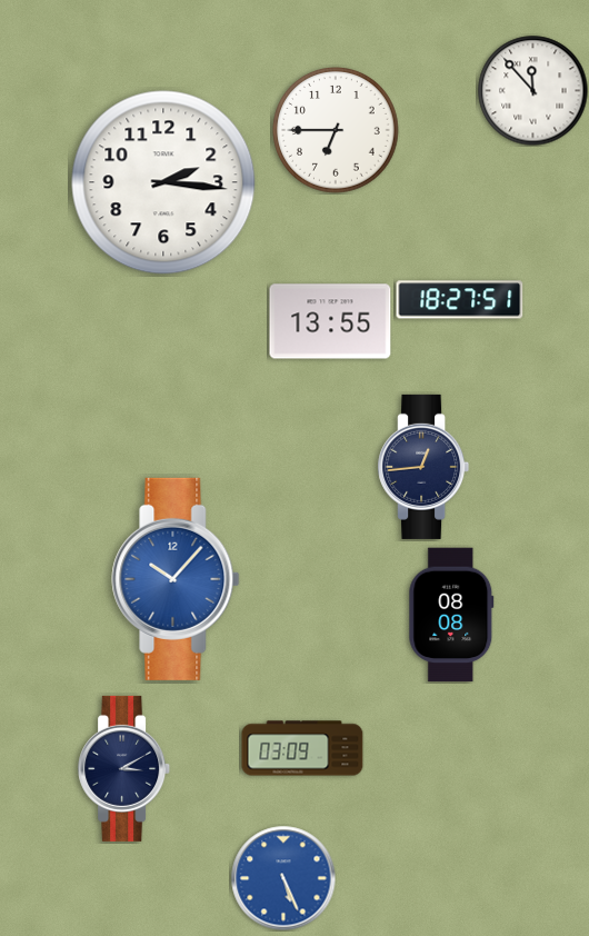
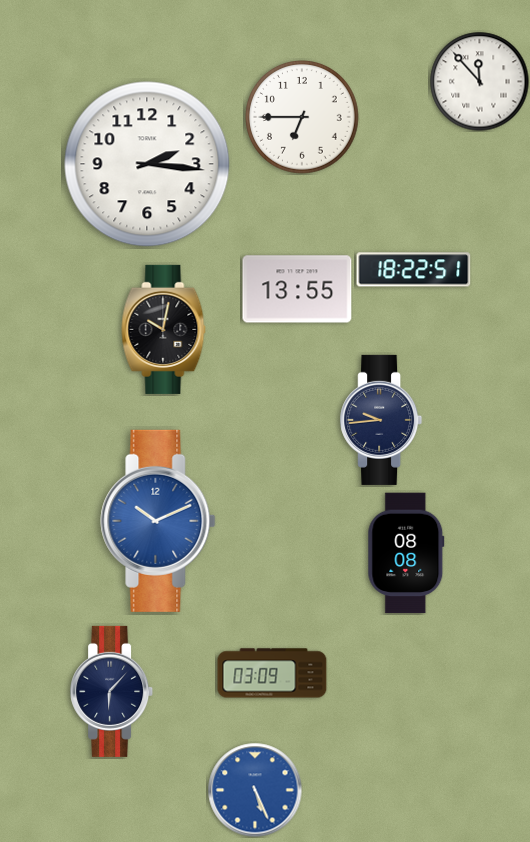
clock at (460, 300): 18:27 -> 18:22
clock at (164, 329): none -> 10:02
clock at (423, 467): 12:44 -> 9:44
clock at (176, 579): 10:07 -> 10:11
clock at (124, 768): 3:10 -> 6:07
